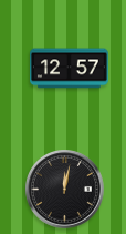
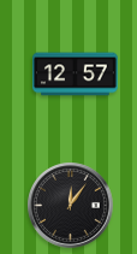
clock at (65, 190): 12:02 -> 12:06
